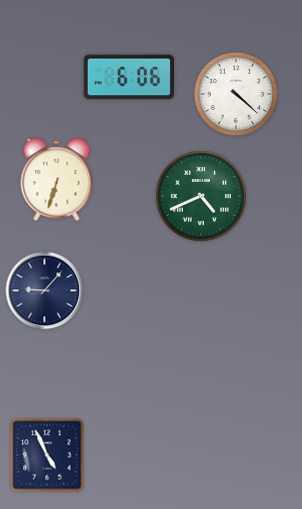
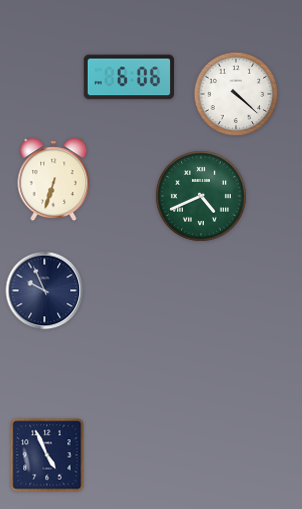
clock at (57, 180) position: (57, 180) -> (54, 180)
clock at (45, 291): 9:07 -> 9:56
